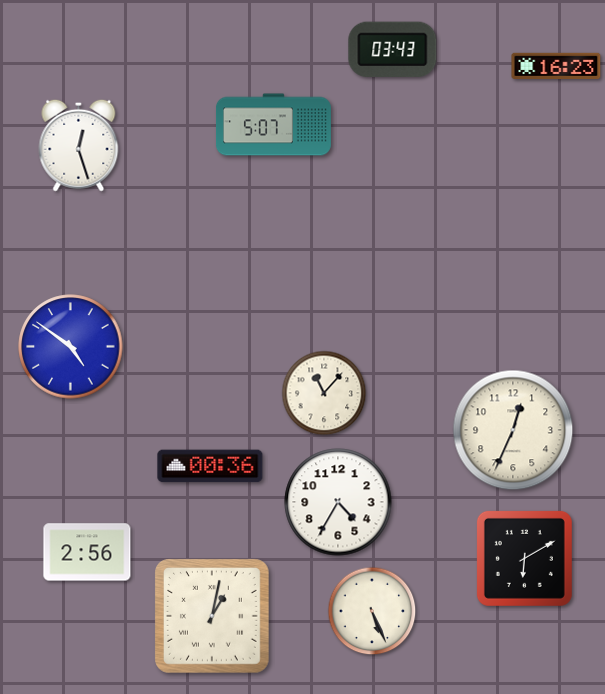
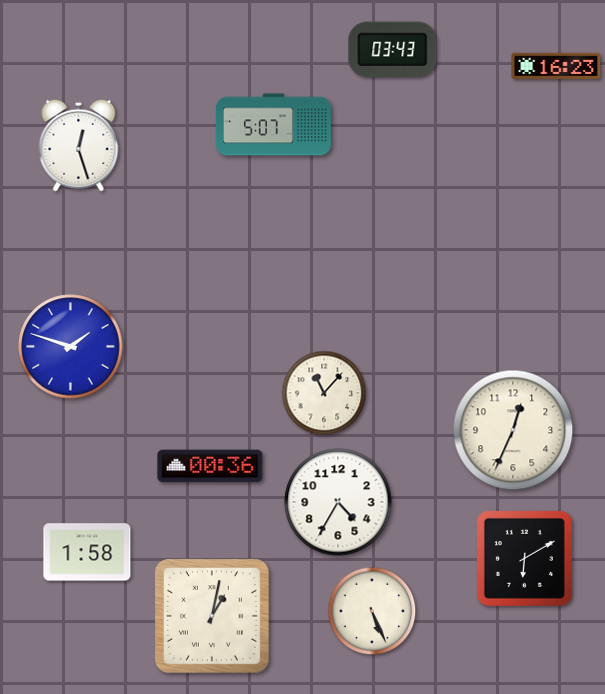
clock at (71, 347): 4:51 -> 1:48
clock at (87, 552): 2:56 -> 1:58
